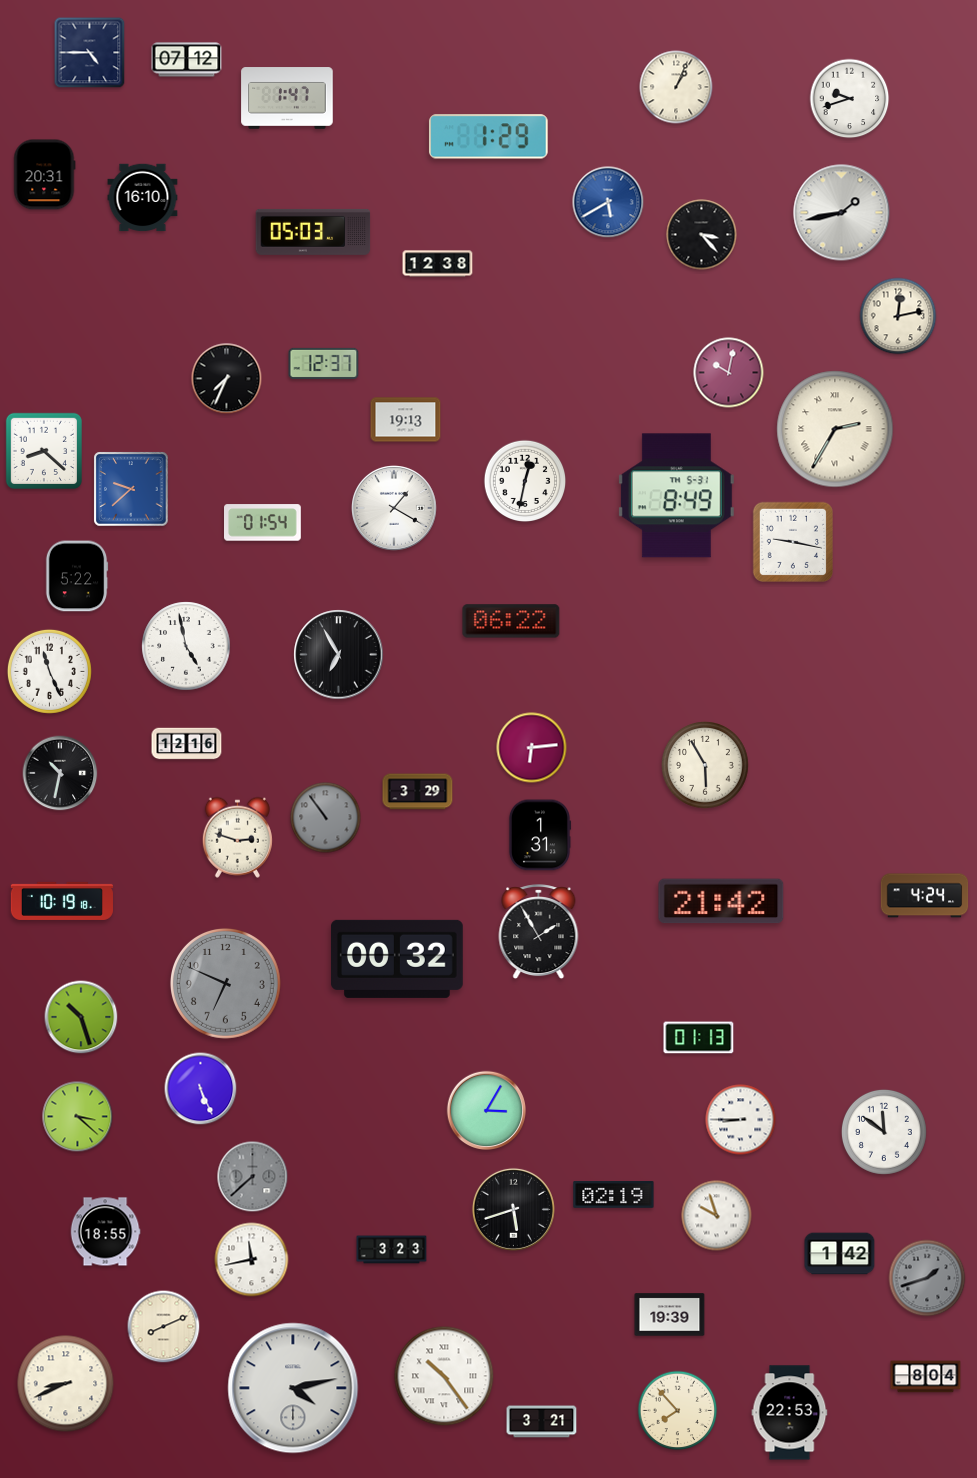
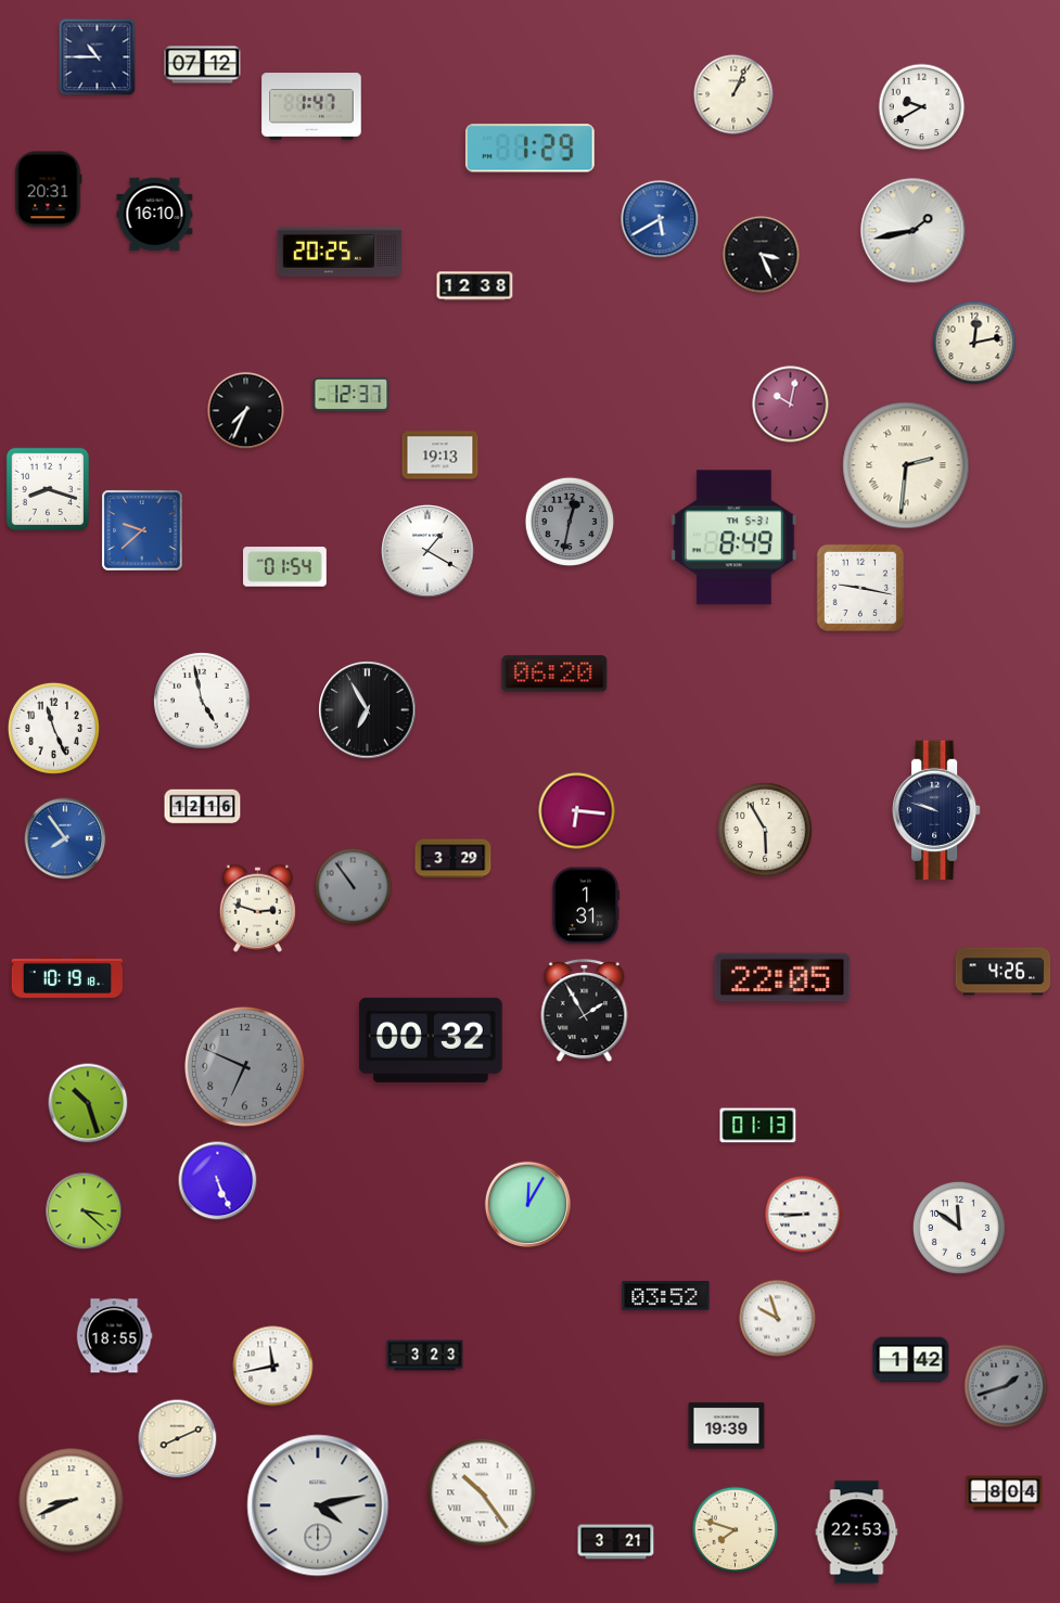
clock at (90, 53): 4:45 -> 10:45
clock at (850, 99): 9:42 -> 9:40
clock at (313, 232): 05:03 -> 20:25
clock at (702, 235): 3:23 -> 3:26
clock at (835, 429): 2:35 -> 2:31
clock at (44, 451): 8:22 -> 8:18
clock at (525, 481) dial: white -> grey
clock at (77, 576): 5:22 -> none
clock at (511, 621): 06:22 -> 06:20
clock at (936, 810): none -> 9:48
clock at (532, 748): 6:14 -> 6:16
clock at (60, 773): 10:32 -> 7:54
clock at (60, 773) dial: black -> blue
clock at (925, 896): 4:24 -> 4:26
clock at (721, 901): 21:42 -> 22:05
clock at (487, 1111): 3:05 -> 12:05
clock at (253, 1177): 7:38 -> none
clock at (614, 1195): 02:19 -> 03:52
clock at (513, 1209): 5:42 -> none
clock at (678, 1411): 7:53 -> 7:48
clock at (542, 1422) position: (542, 1422) -> (616, 1542)
